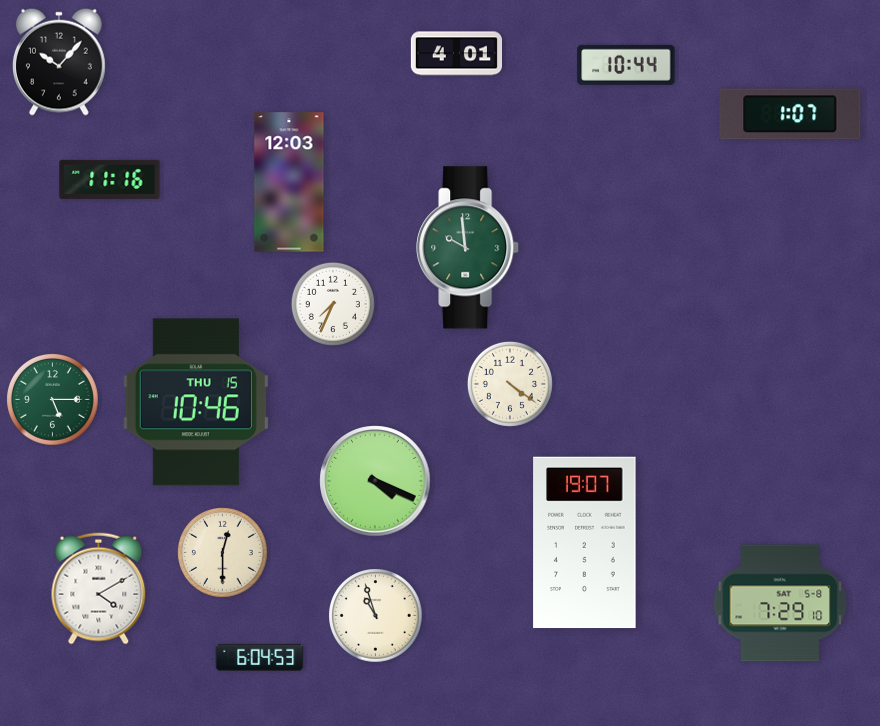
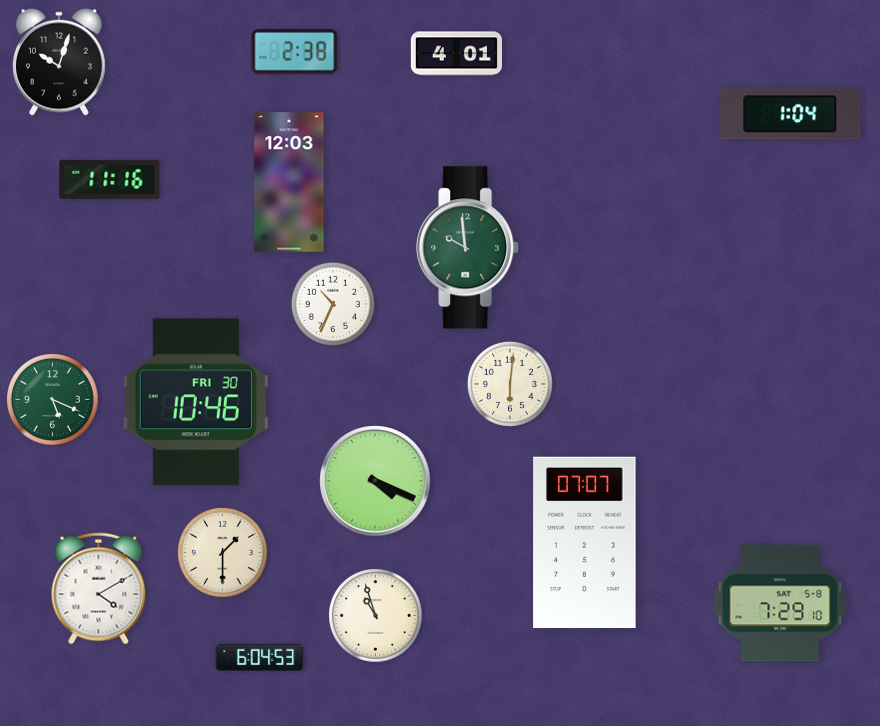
clock at (295, 52): none -> 2:38
clock at (59, 62): 10:07 -> 10:03
clock at (626, 65): 10:44 -> none
clock at (790, 114): 1:07 -> 1:04
clock at (333, 304): 7:34 -> 10:34
clock at (510, 384): 4:21 -> 6:01
clock at (53, 400): 5:15 -> 5:19
clock at (196, 402) date: THU 15 -> FRI 30
clock at (585, 543): 19:07 -> 07:07
clock at (222, 552): 12:30 -> 1:30
